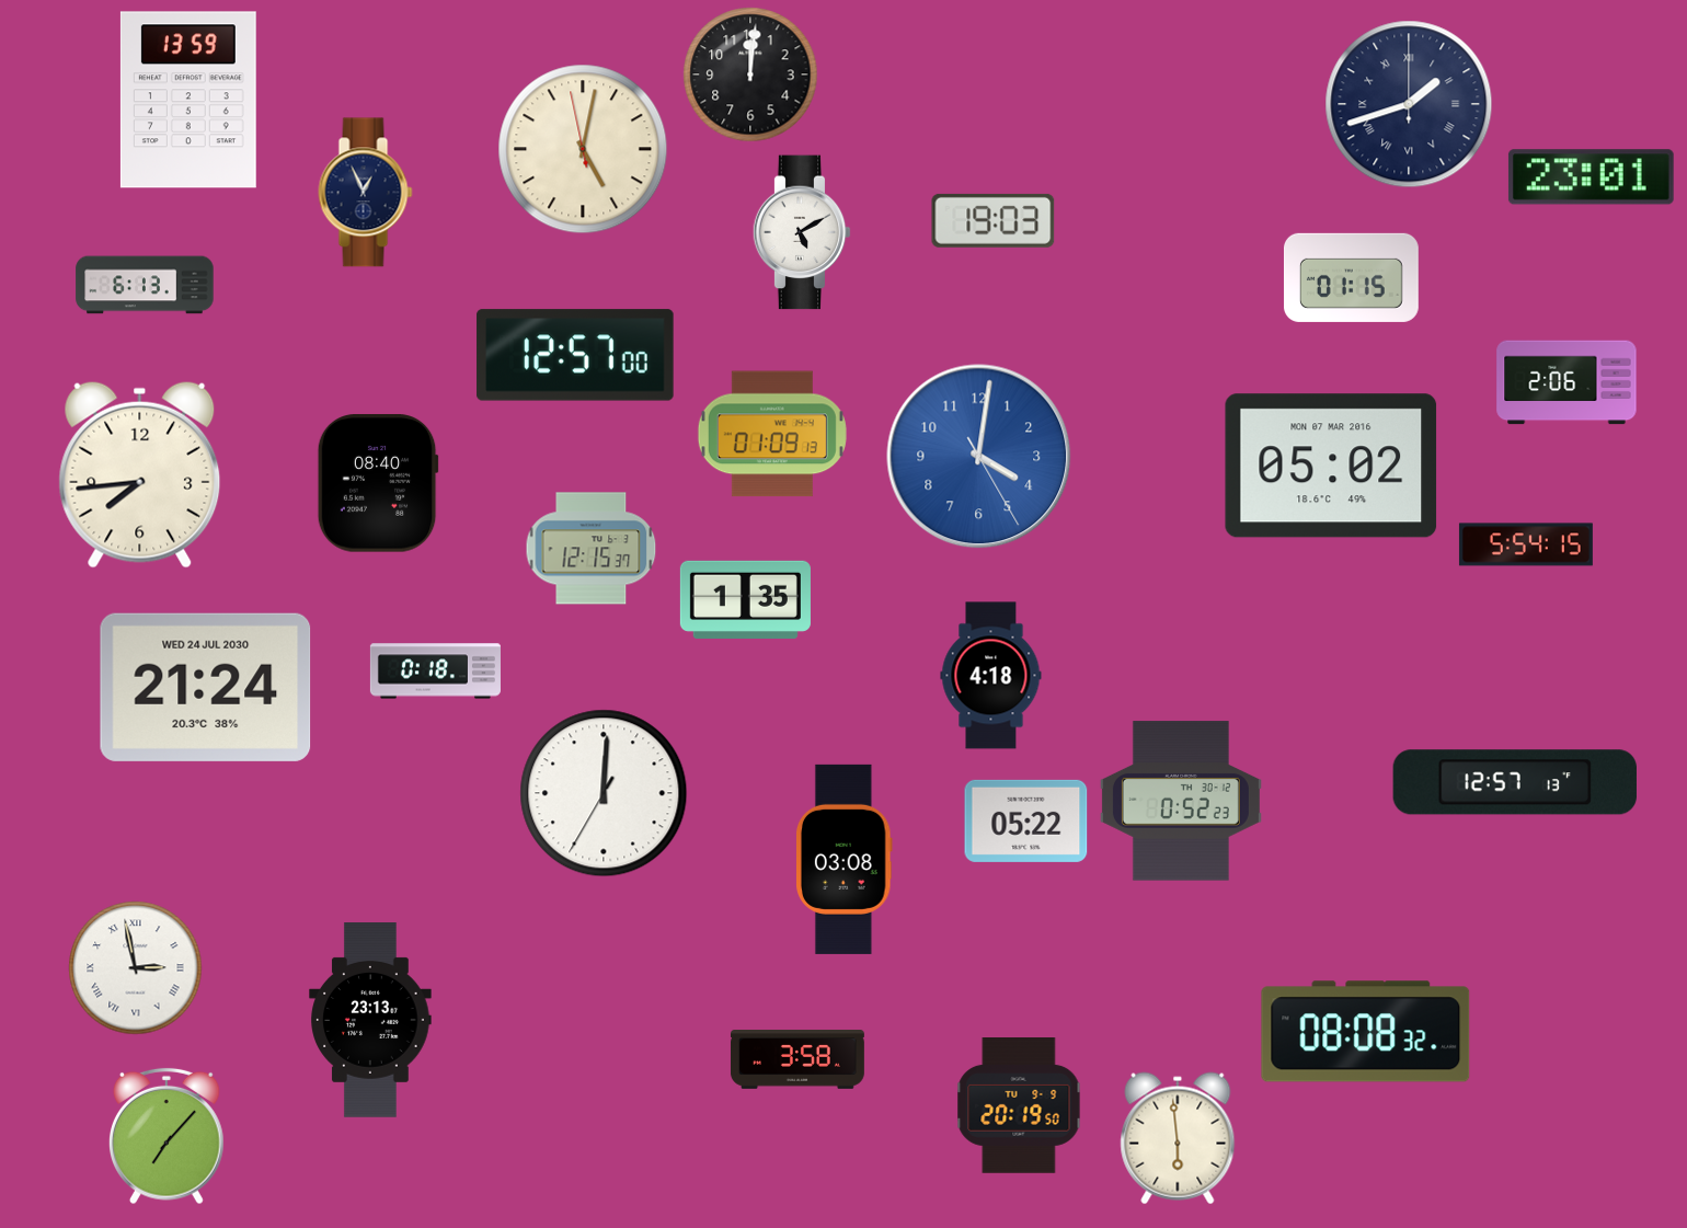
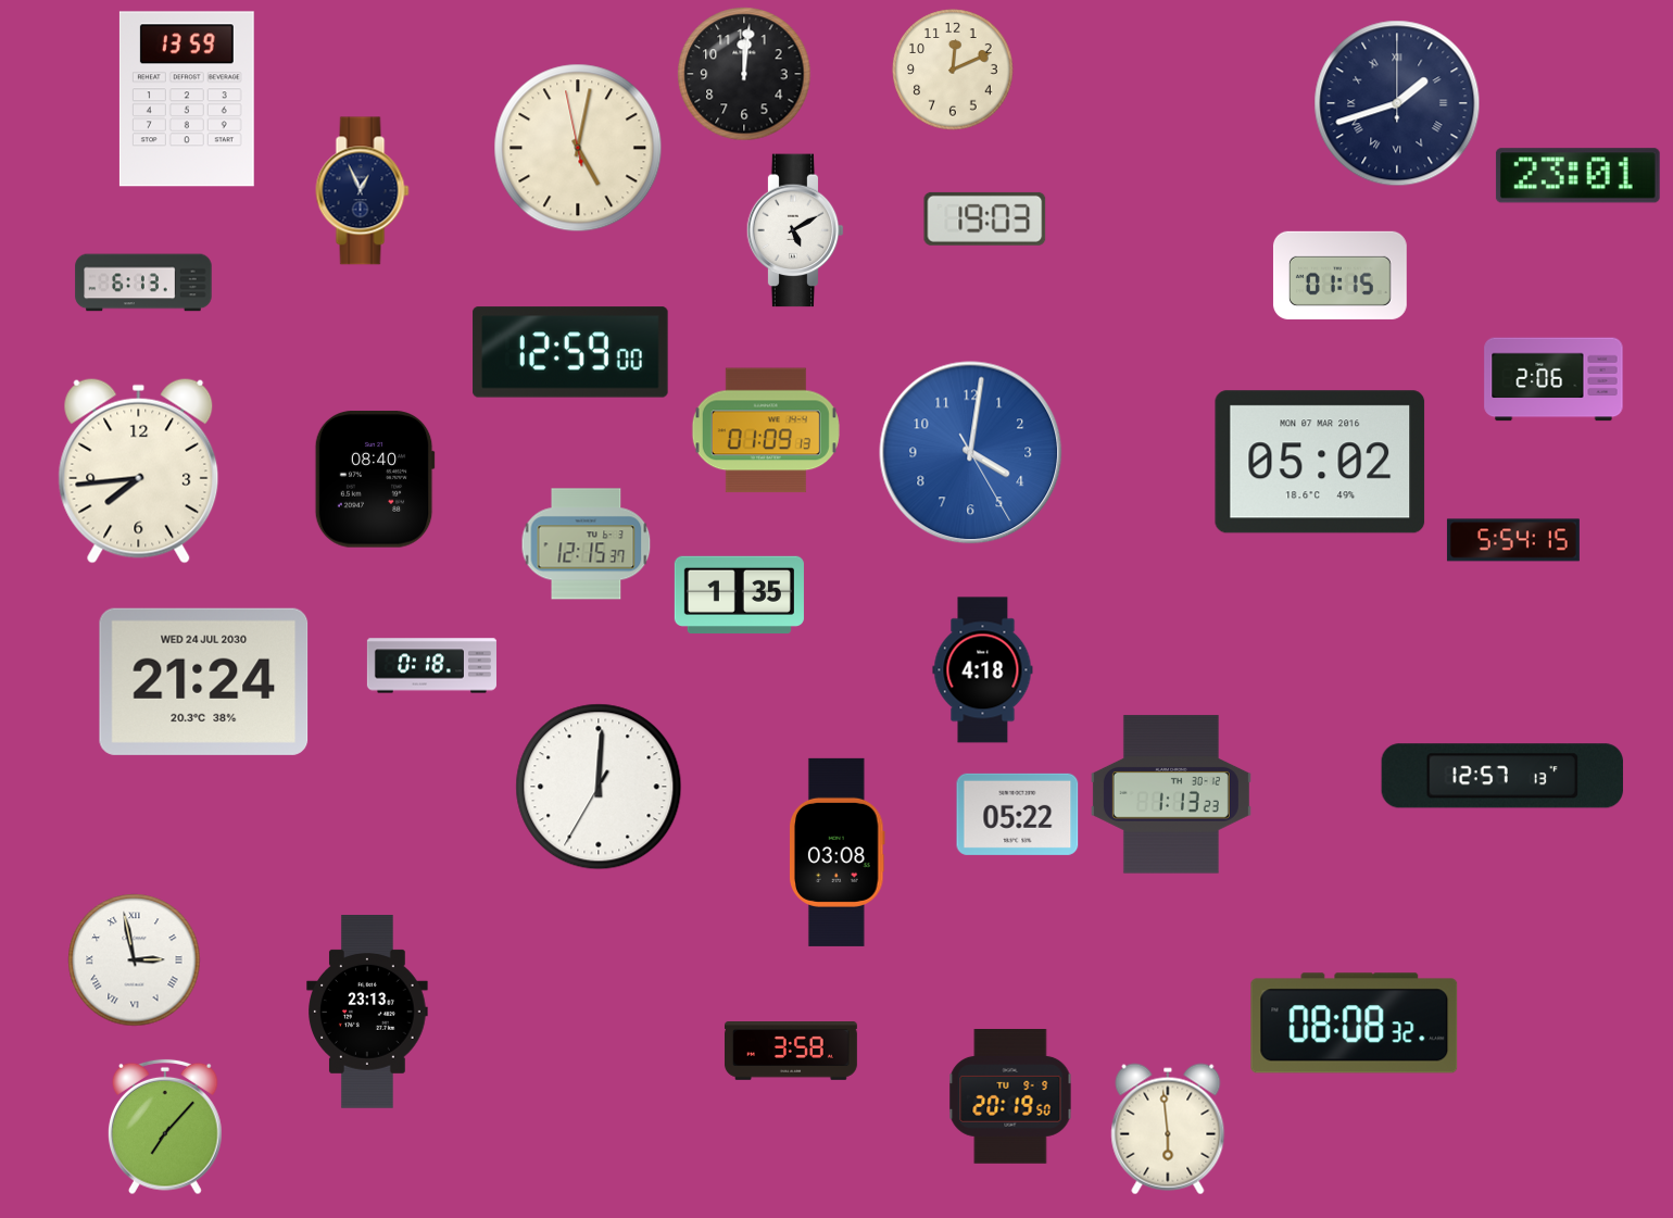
clock at (953, 70): none -> 12:11
clock at (575, 355): 12:57 -> 12:59
clock at (1181, 801): 0:52 -> 1:13
